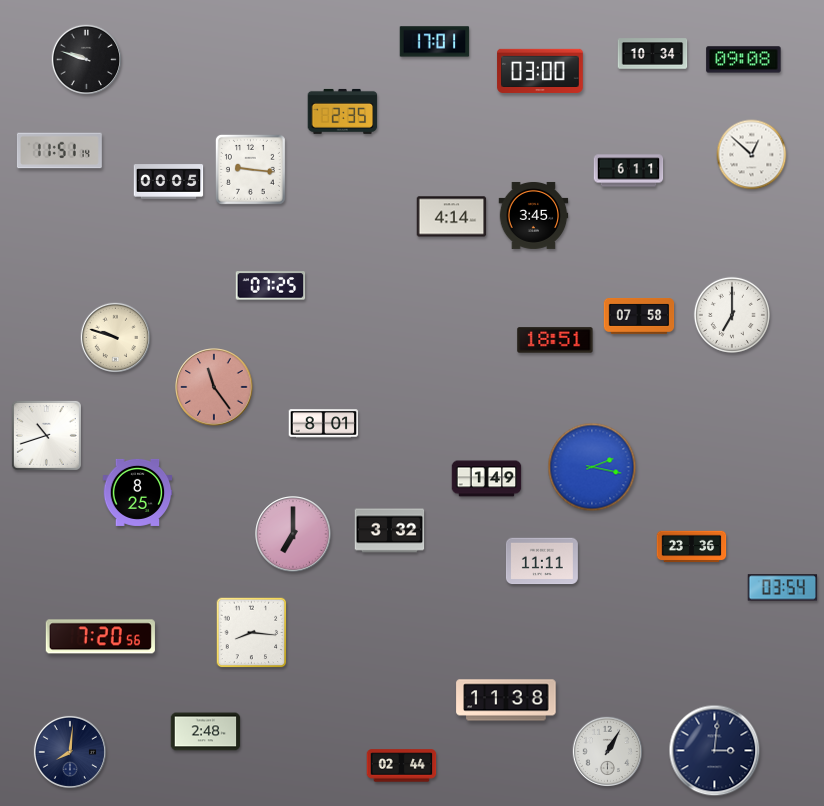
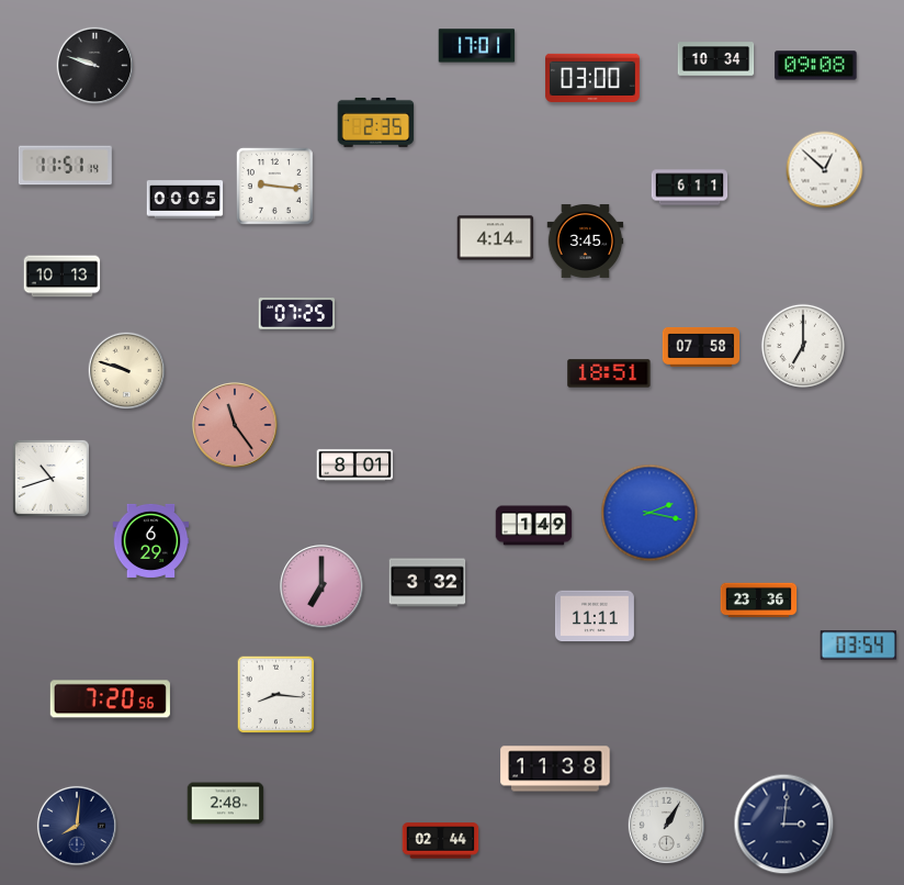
clock at (534, 215) position: (534, 215) -> (586, 240)
clock at (63, 277): none -> 10:13
clock at (138, 492): 8:25 -> 6:29
